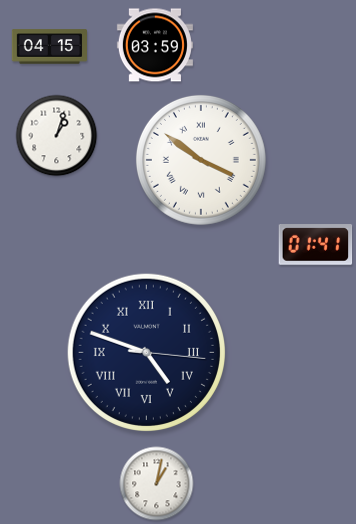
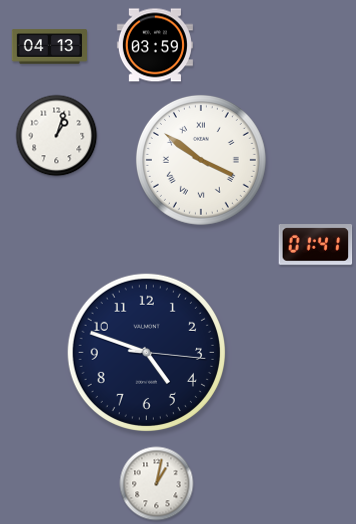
clock at (50, 47): 04:15 -> 04:13
clock at (146, 352) numerals: Roman -> Arabic
